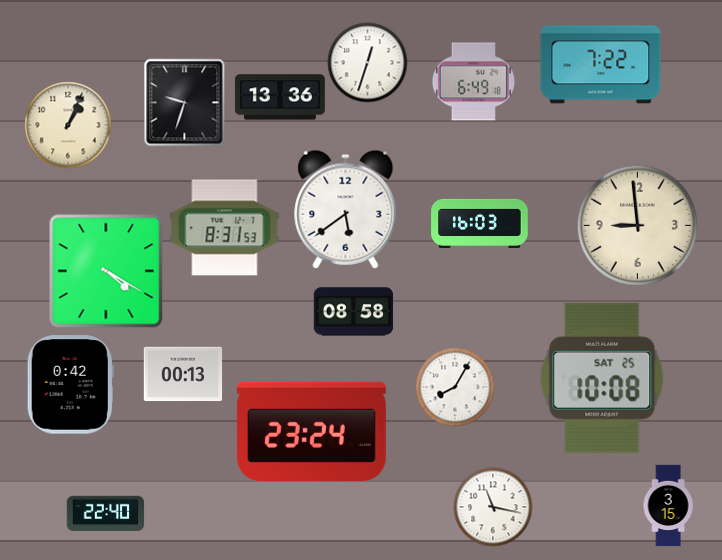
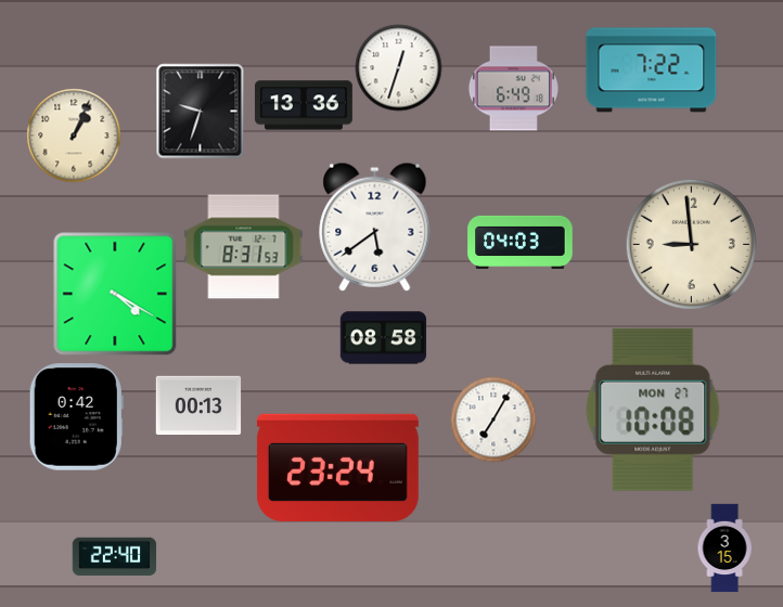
clock at (480, 223): 16:03 -> 04:03
clock at (602, 378) date: SAT 25 -> MON 27
clock at (455, 387): 8:05 -> 7:05
clock at (493, 507): 11:17 -> none
